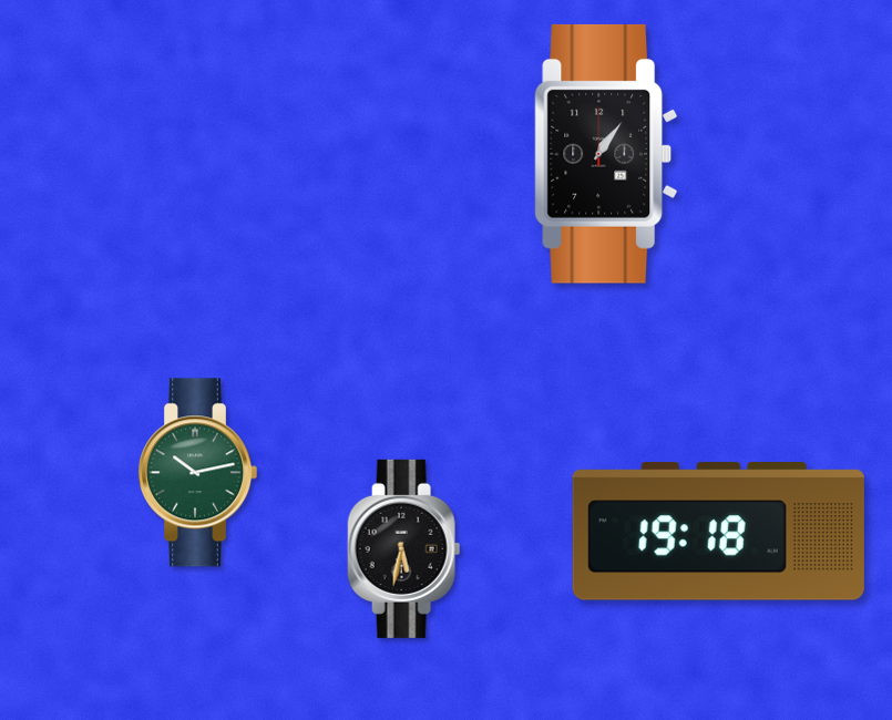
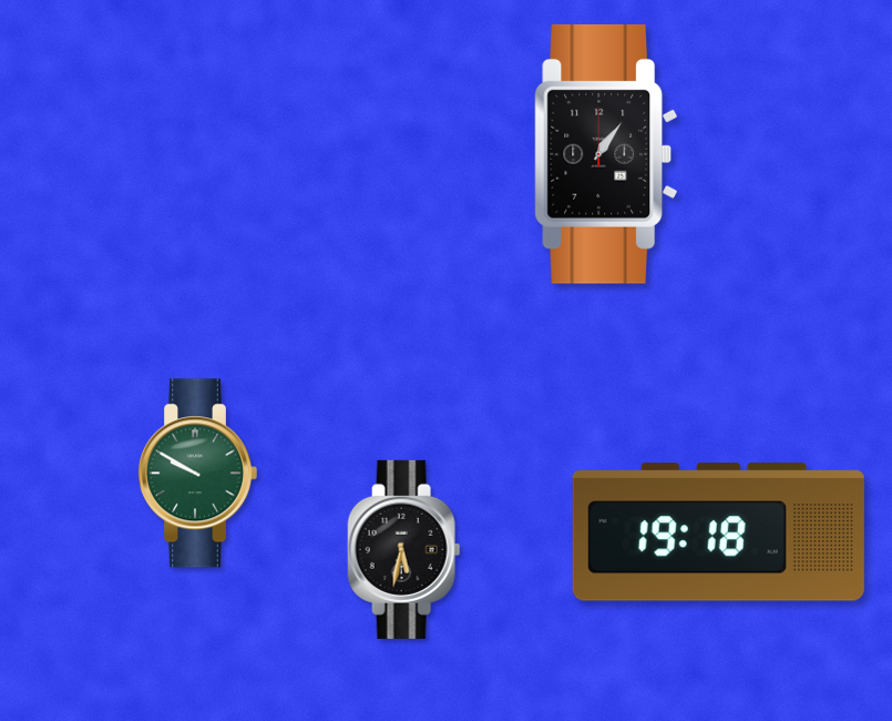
clock at (198, 473): 10:13 -> 9:50
